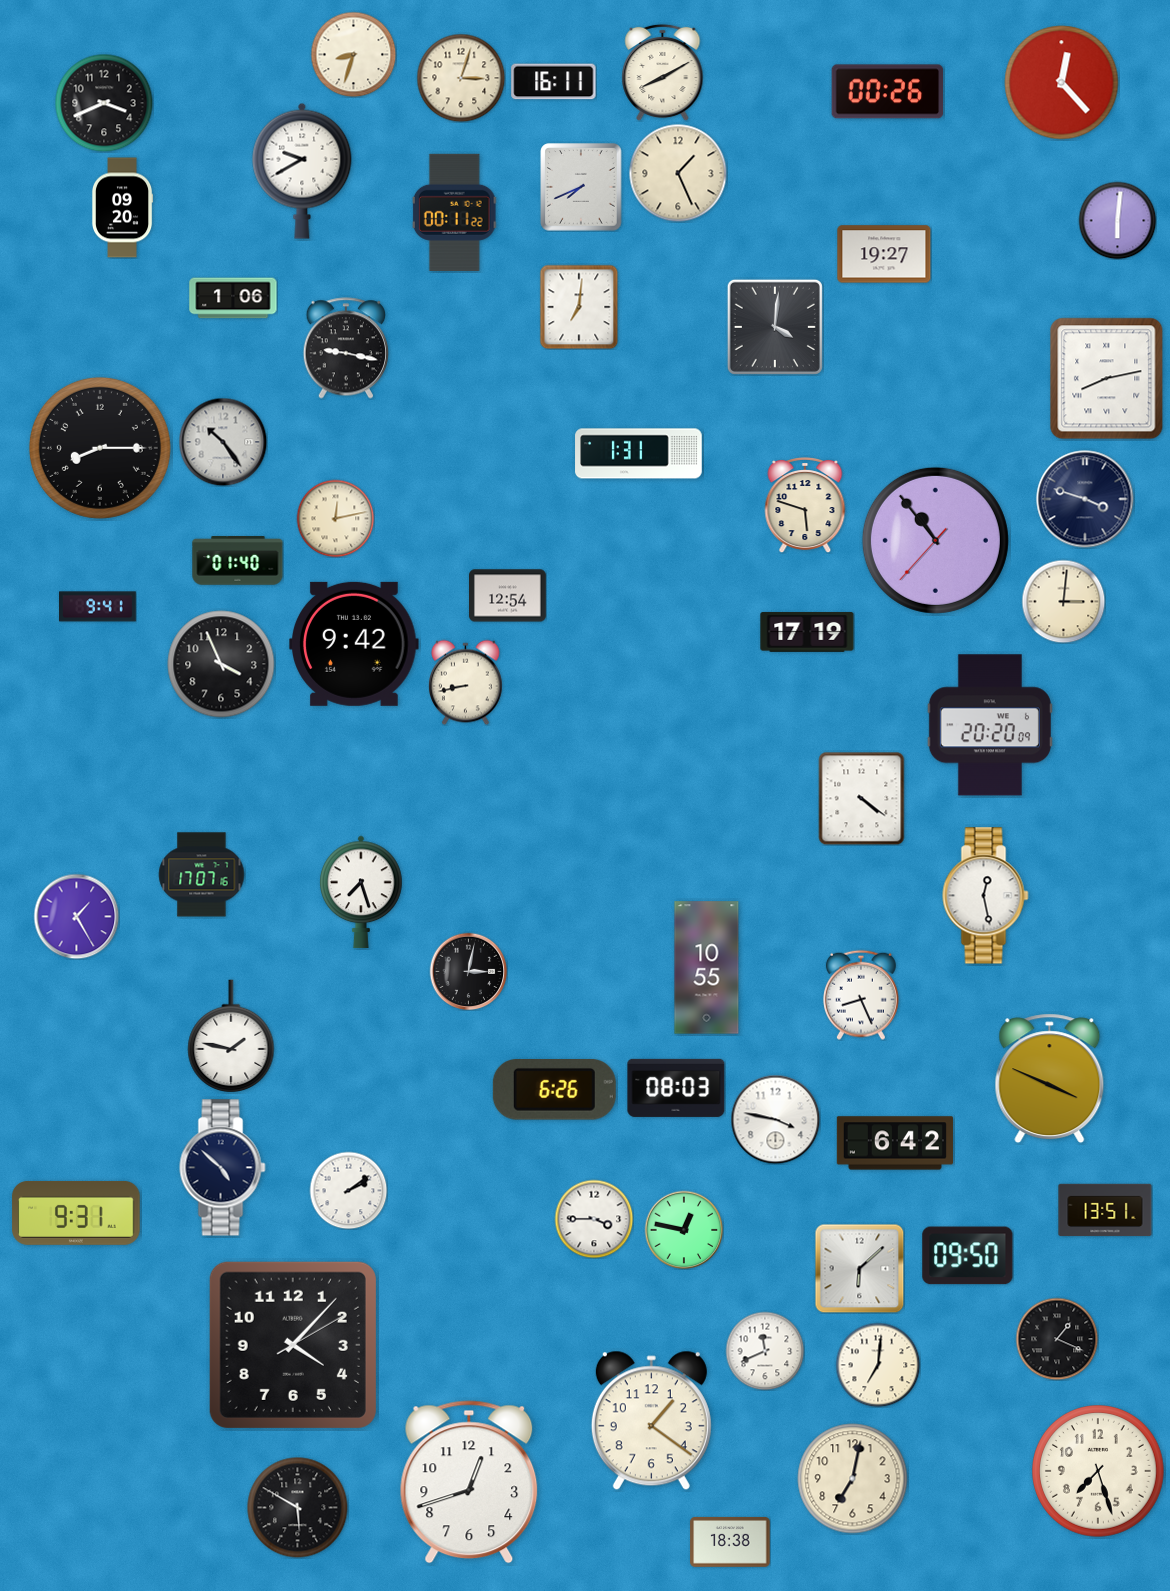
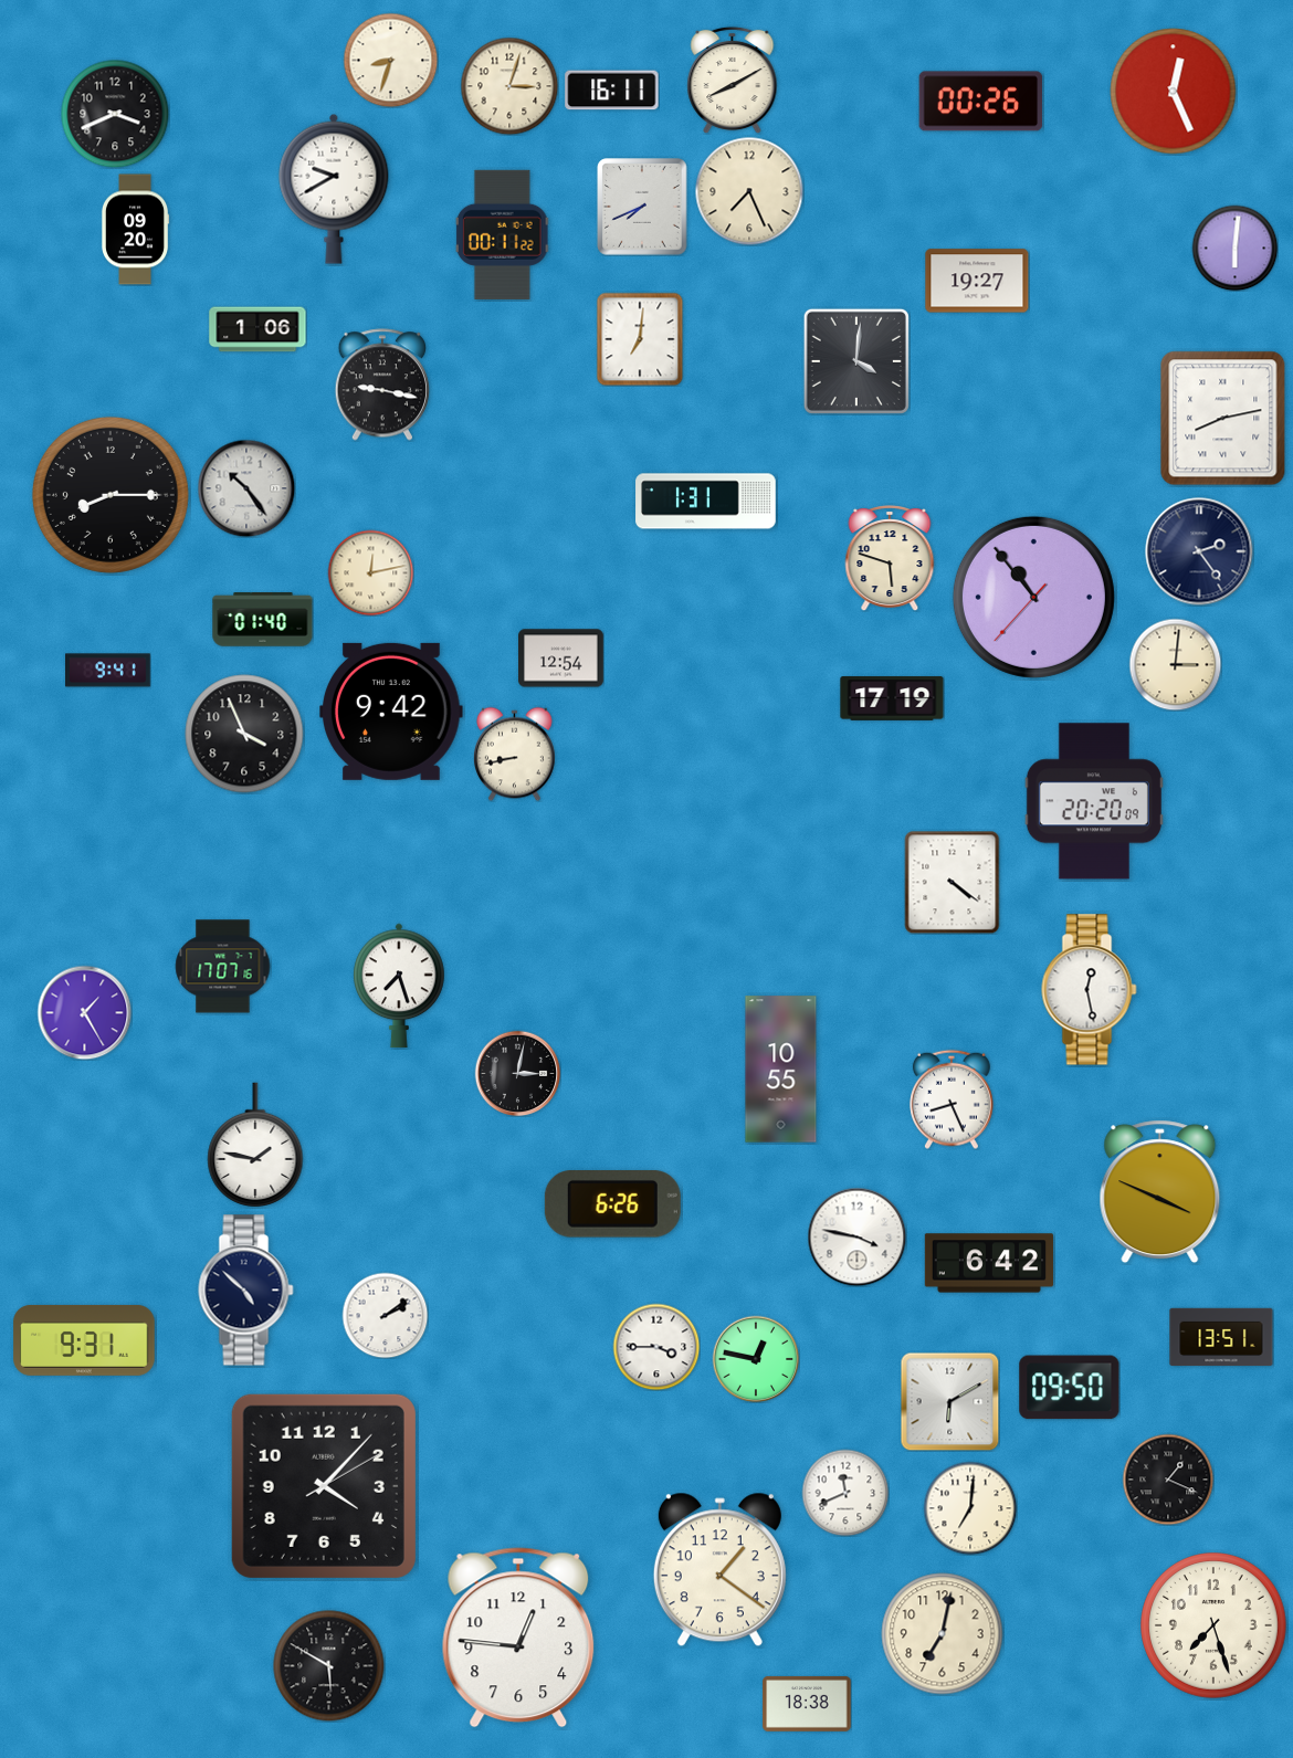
clock at (1062, 83): 12:23 -> 12:26
clock at (678, 173): 1:26 -> 7:26
clock at (1117, 220) position: (1117, 220) -> (1234, 248)
clock at (1085, 499): 3:48 -> 2:24
clock at (676, 1088): 08:03 -> none
clock at (859, 1268): 6:08 -> 6:10
clock at (469, 1482): 12:42 -> 12:46
